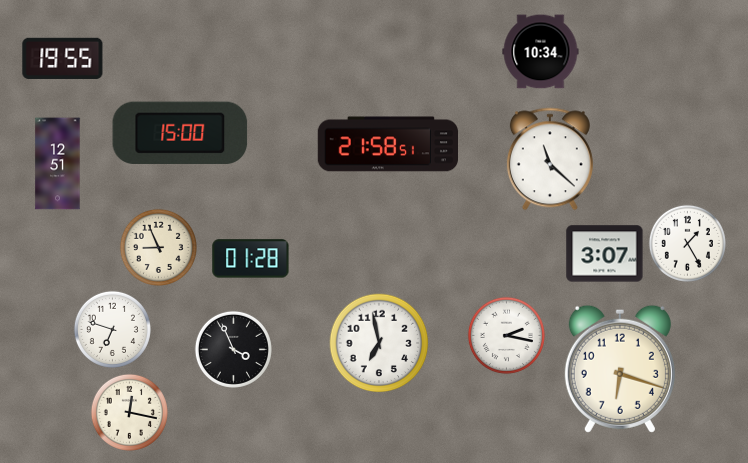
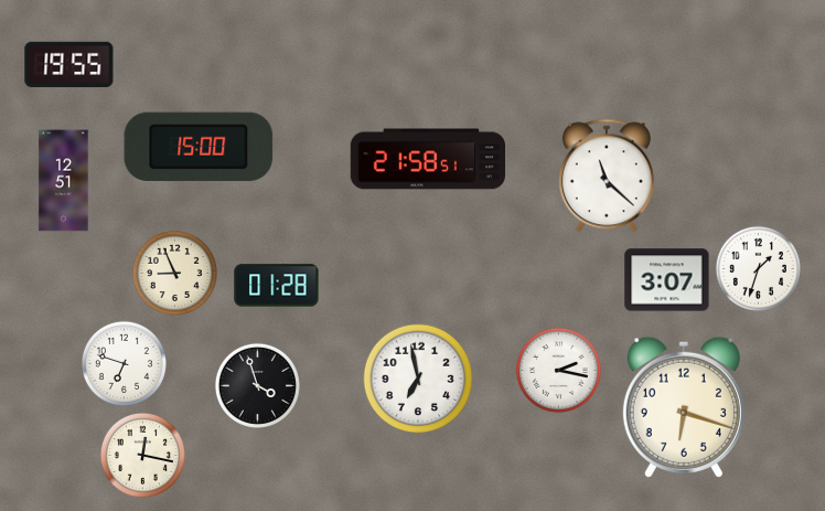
clock at (541, 52): 10:34 -> none
clock at (687, 243): 1:25 -> 1:33
clock at (233, 349): 3:56 -> 3:57
